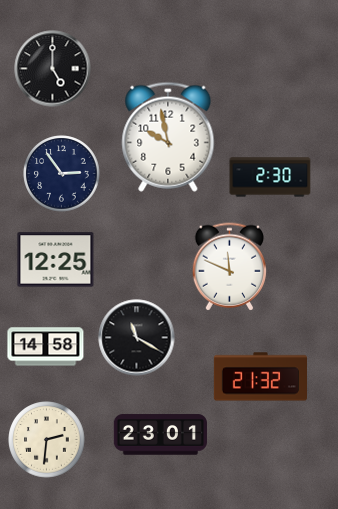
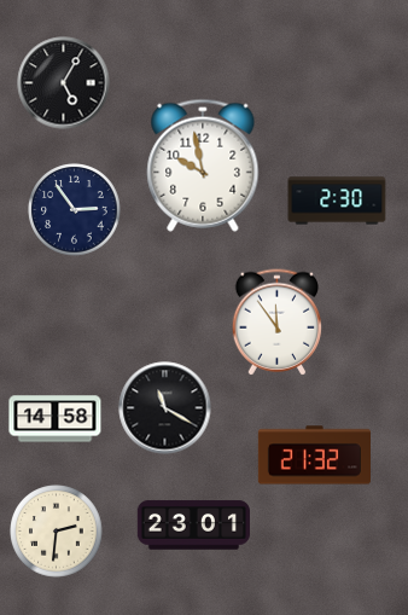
clock at (53, 69): 5:00 -> 5:05
clock at (270, 177) position: (270, 177) -> (337, 201)
clock at (56, 260): 12:25 -> none
clock at (230, 267): 11:49 -> 11:54
